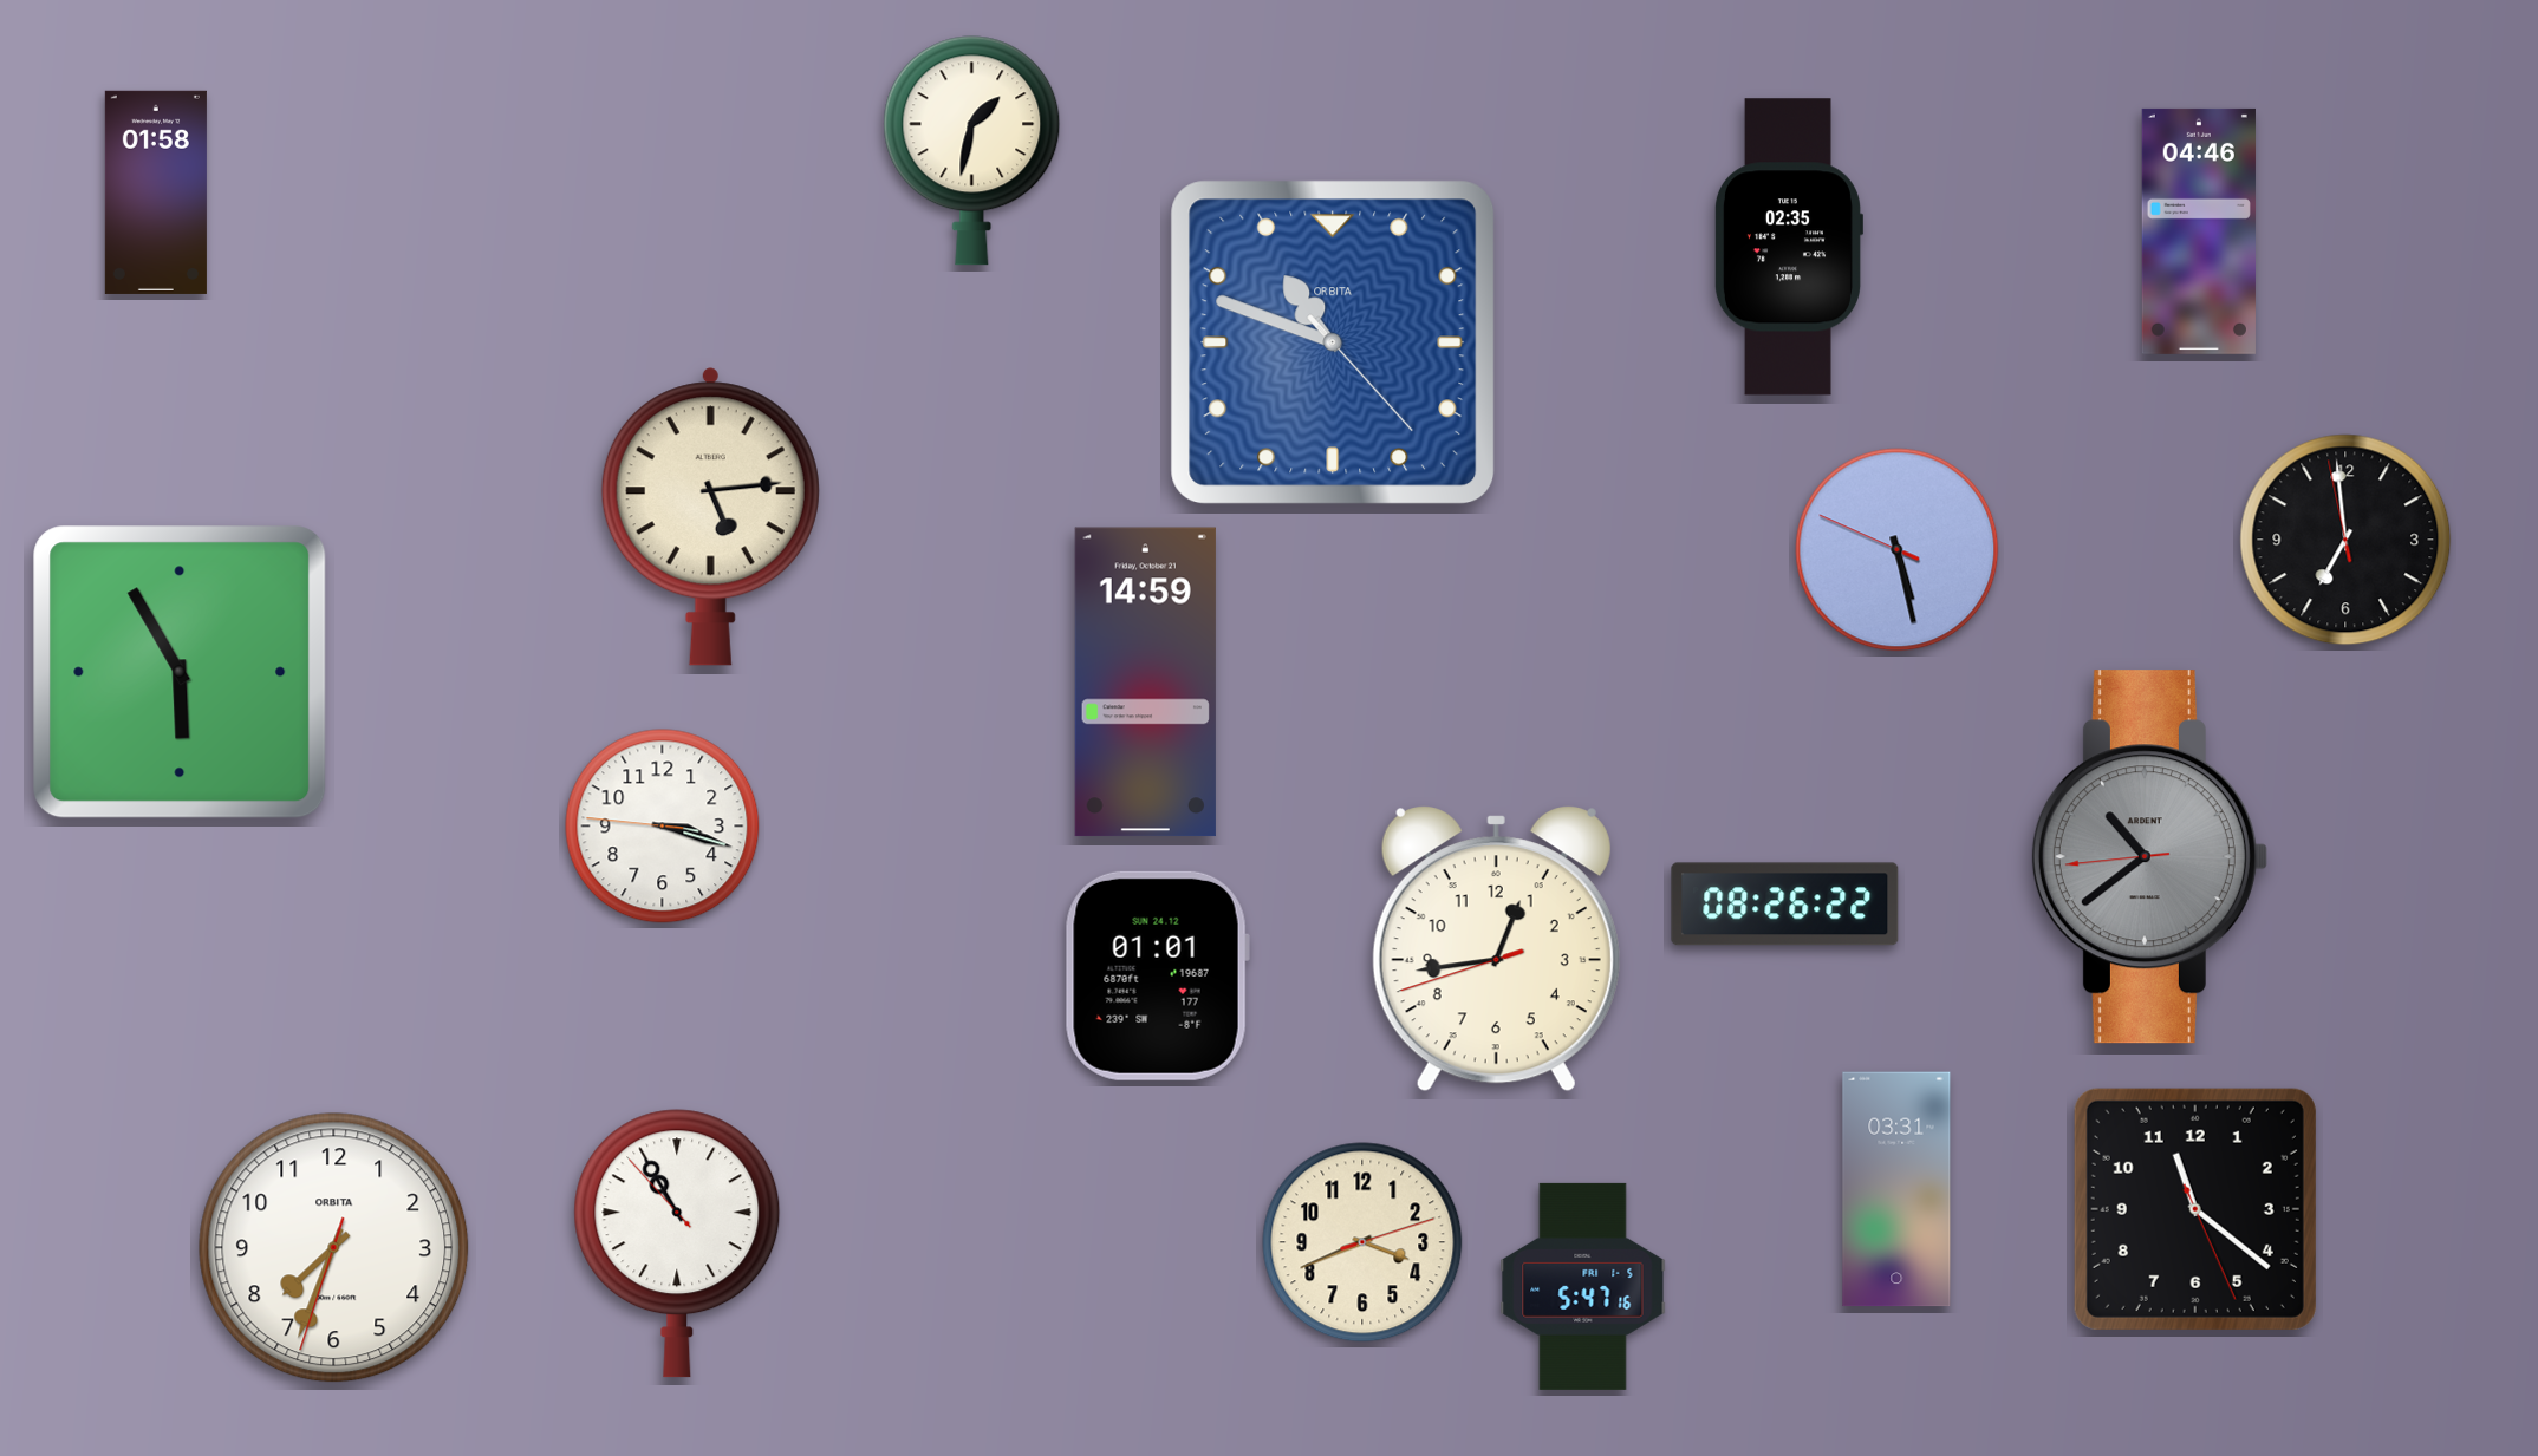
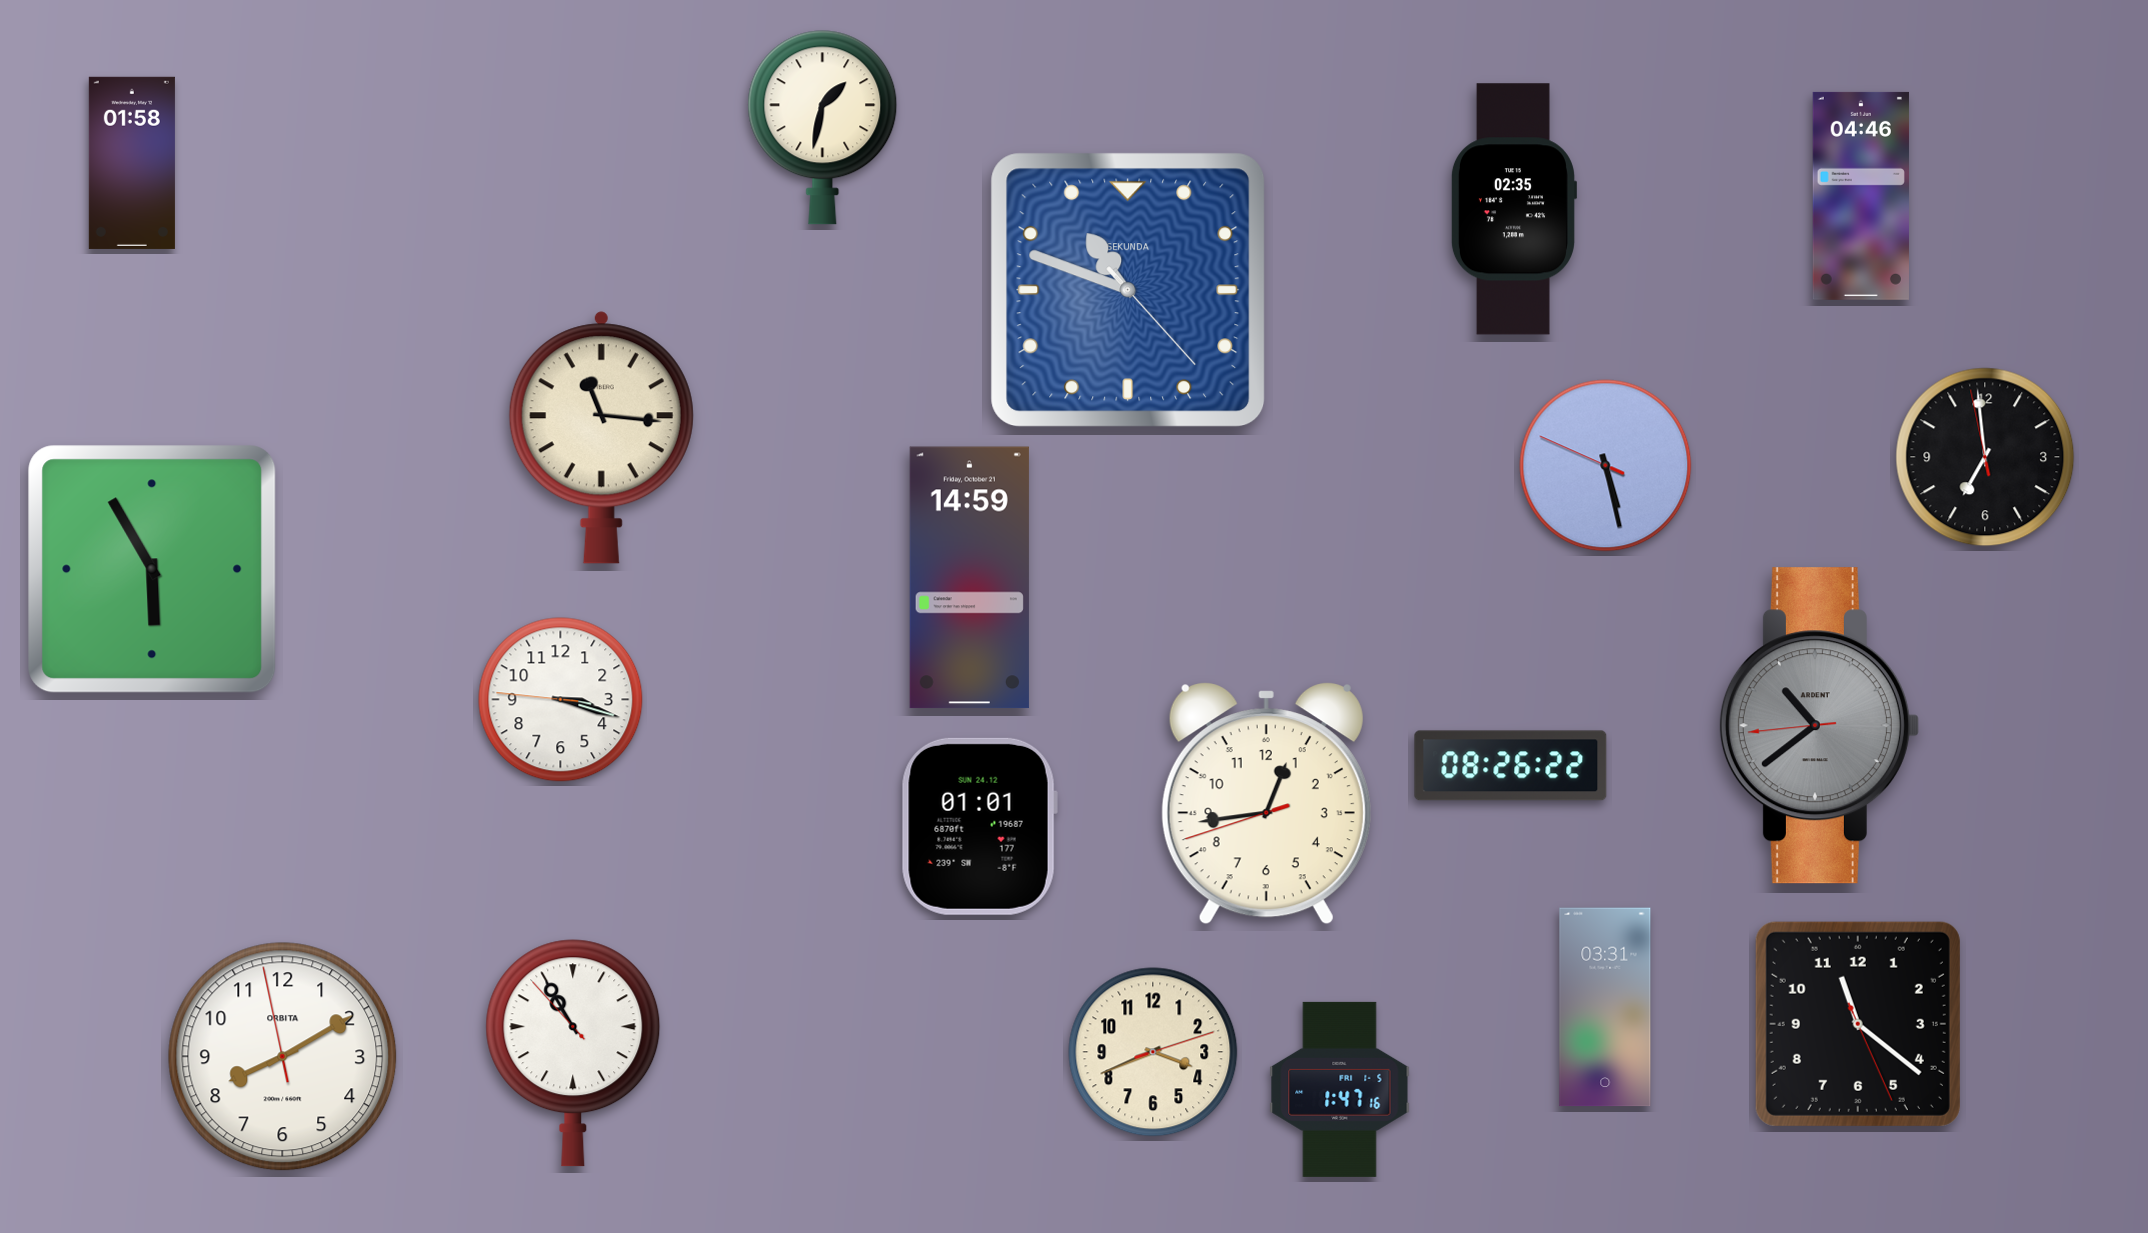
clock at (1333, 342) brand: ORBITA -> SEKUNDA
clock at (710, 516): 5:14 -> 11:16
clock at (334, 1248): 7:33 -> 8:09
clock at (1583, 1286): 5:47 -> 1:47
